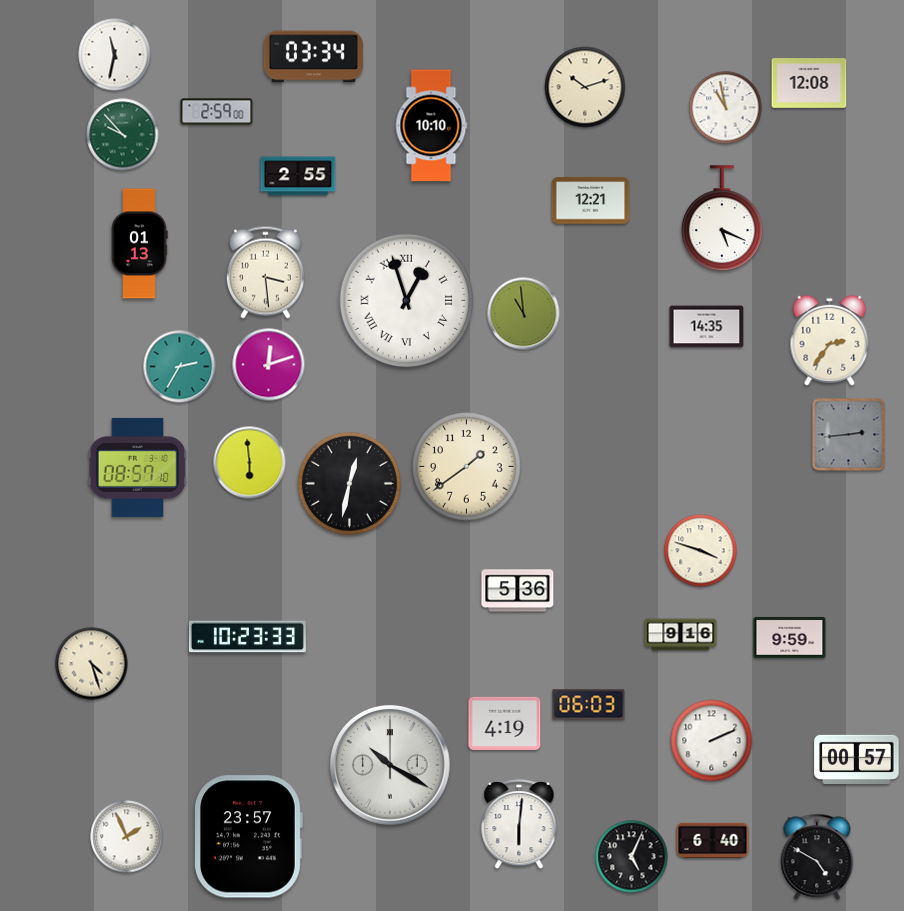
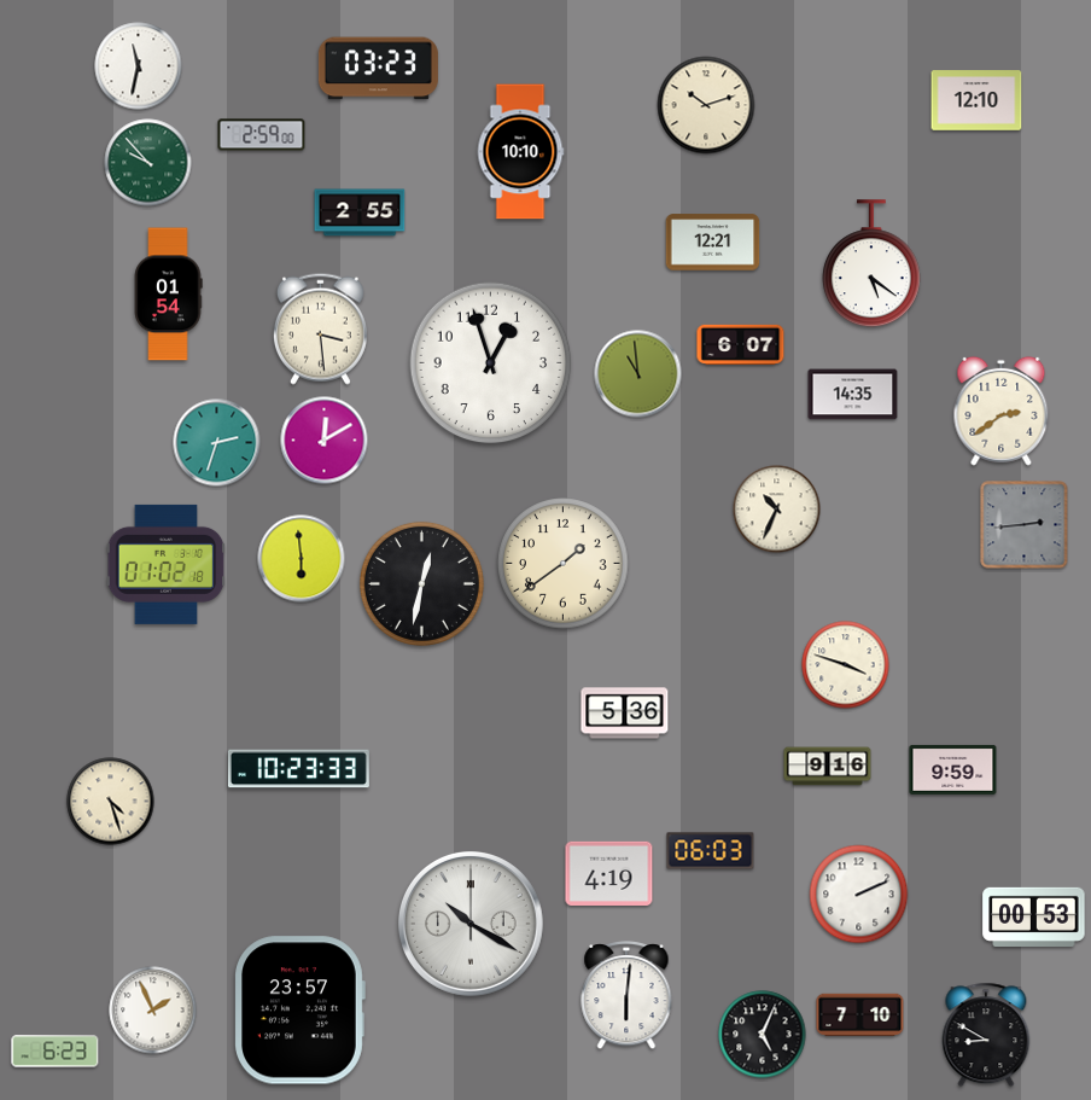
clock at (313, 57): 03:34 -> 03:23
clock at (809, 83): 12:08 -> 12:10
clock at (726, 108): 10:58 -> none
clock at (722, 219): 5:19 -> 5:21
clock at (139, 244): 01:13 -> 01:54
clock at (741, 344): none -> 6:07
clock at (407, 301) numerals: Roman -> Arabic
clock at (524, 314) position: (524, 314) -> (638, 374)
clock at (830, 340): 2:36 -> 2:39
clock at (269, 365): 12:12 -> 12:10
clock at (180, 367): 2:35 -> 2:33
clock at (777, 510): none -> 10:34
clock at (138, 467): 08:57 -> 01:02
clock at (681, 635) position: (681, 635) -> (828, 767)
clock at (857, 759): 00:57 -> 00:53
clock at (713, 841): 6:40 -> 7:10
clock at (817, 857): 4:50 -> 8:50
clock at (56, 1052): none -> 6:23
